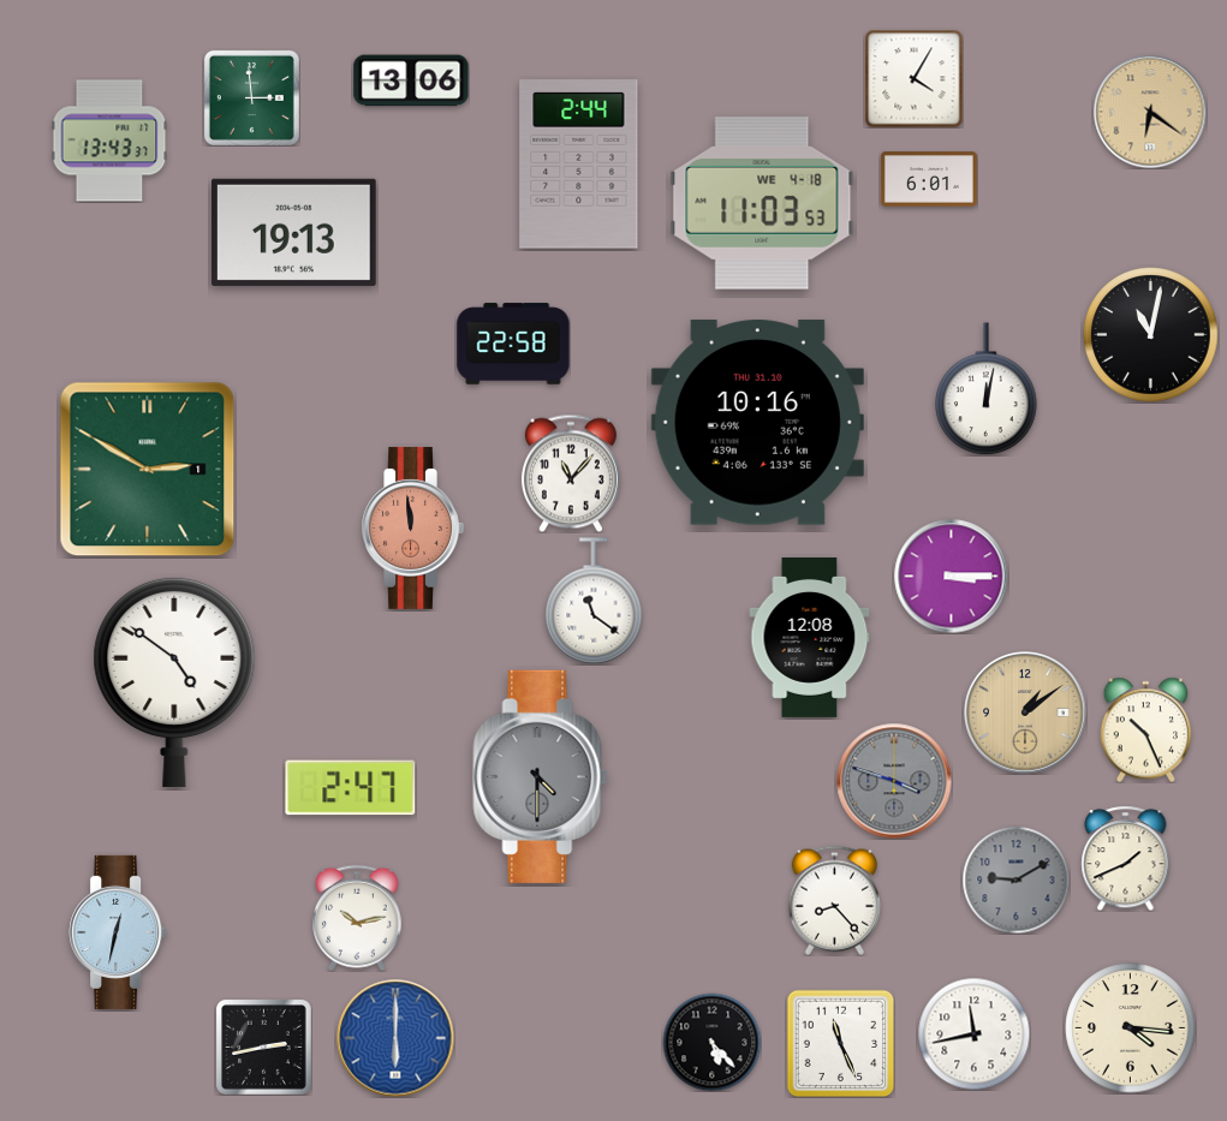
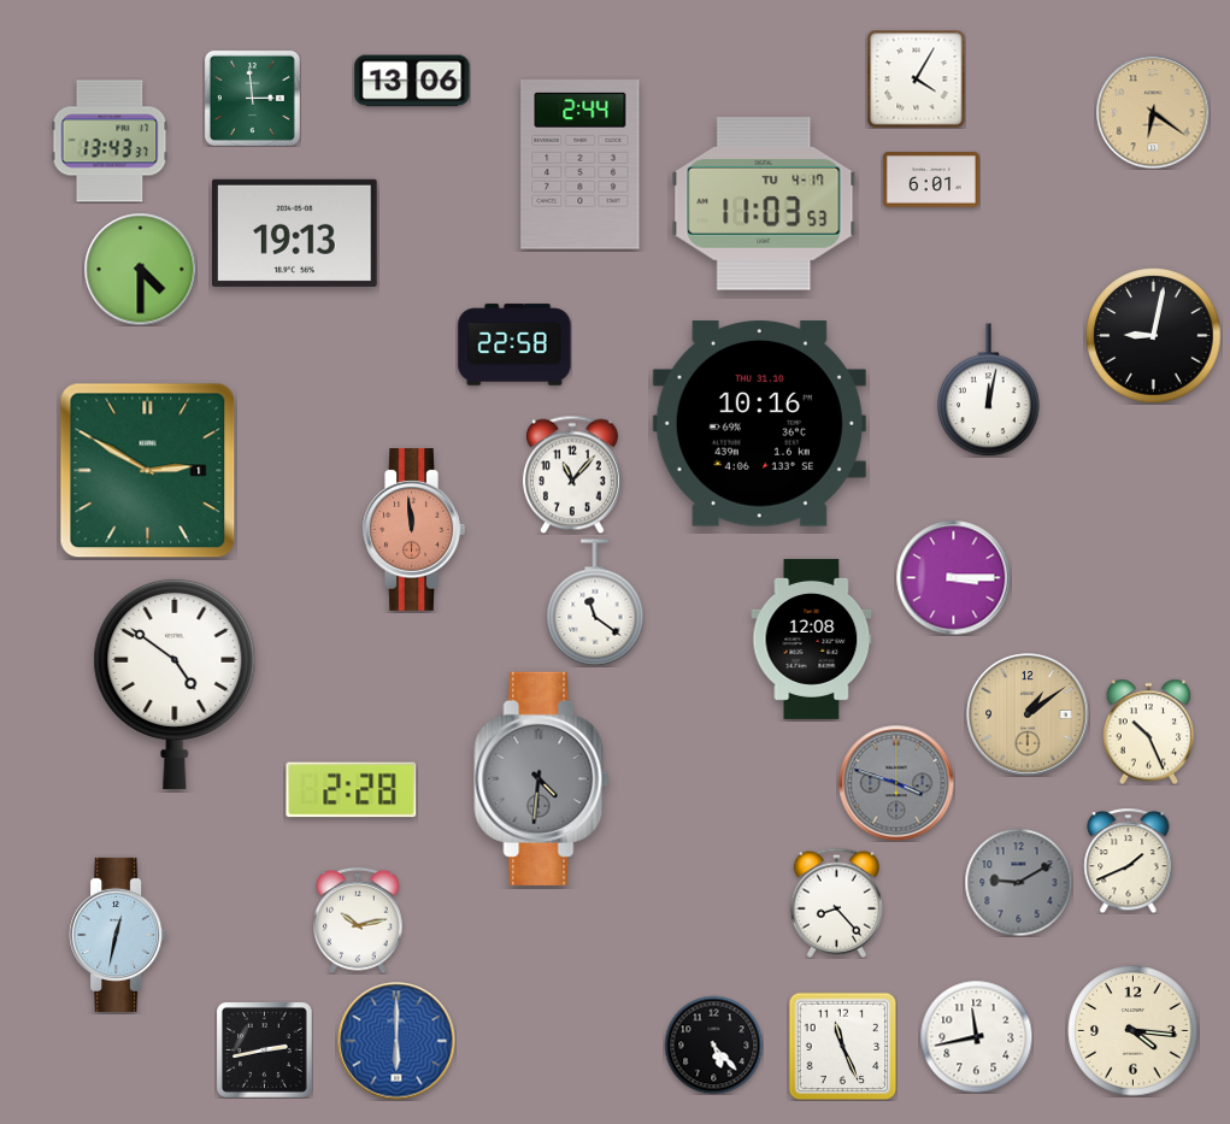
clock at (762, 204) date: WE 4-18 -> TU 4-17
clock at (140, 269): none -> 4:30
clock at (1151, 335): 11:02 -> 9:02
clock at (541, 776): 4:30 -> 4:31
clock at (351, 788): 2:47 -> 2:28
